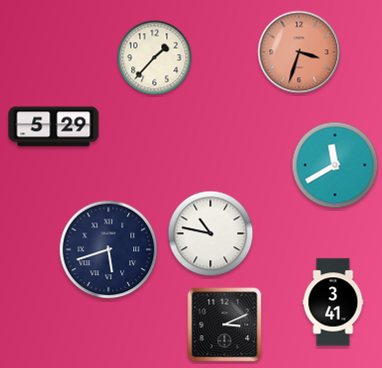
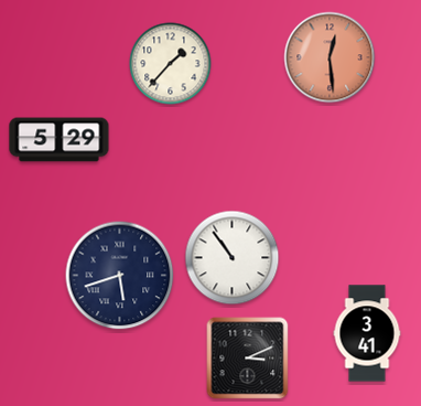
clock at (299, 52): 3:33 -> 12:29
clock at (335, 165): 11:40 -> none
clock at (211, 234): 10:47 -> 10:54
